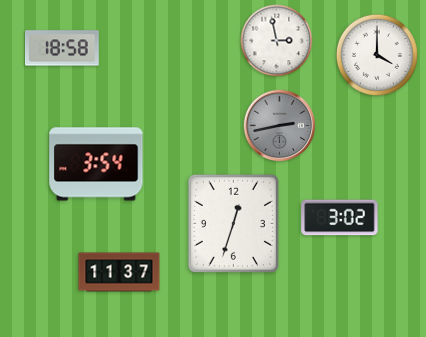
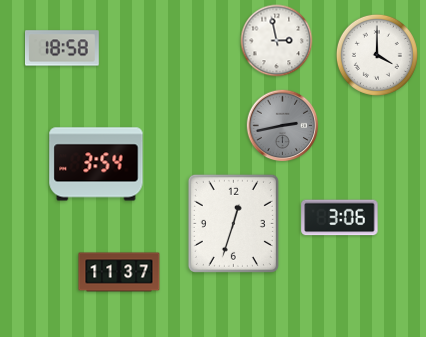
clock at (280, 126) position: (280, 126) -> (283, 126)
clock at (340, 218): 3:02 -> 3:06
